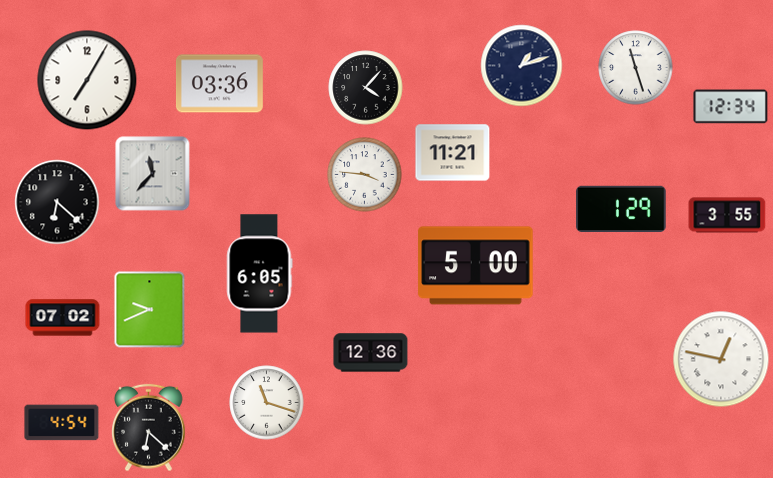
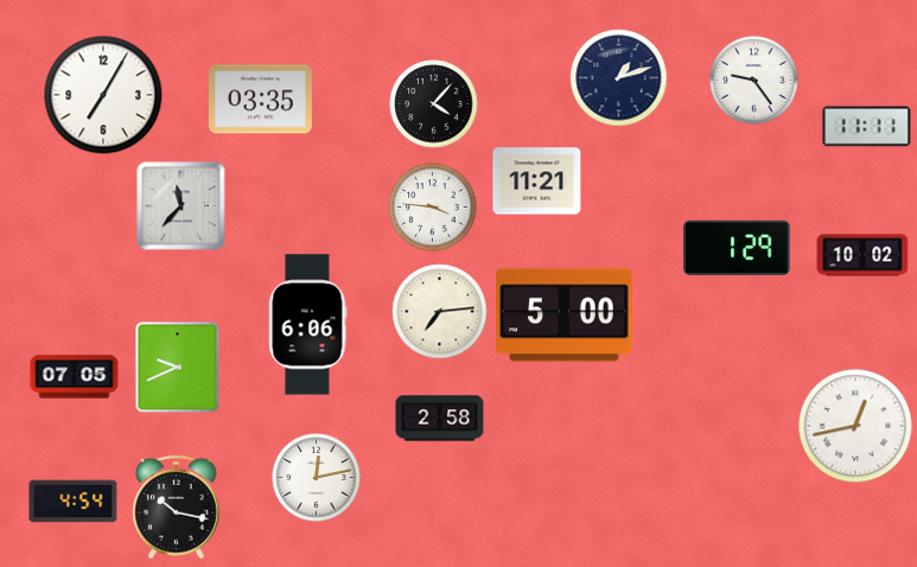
clock at (636, 68): 11:27 -> 9:24
clock at (219, 84): 03:36 -> 03:35
clock at (731, 107): 12:34 -> 11:11
clock at (57, 202): 6:22 -> none
clock at (727, 215): 3:55 -> 10:02
clock at (440, 312): none -> 7:14
clock at (260, 274): 6:05 -> 6:06
clock at (63, 318): 07:02 -> 07:05
clock at (371, 353): 12:36 -> 2:58
clock at (721, 359): 12:47 -> 12:43
clock at (267, 403): 11:18 -> 12:13
clock at (149, 428): 6:22 -> 10:17
